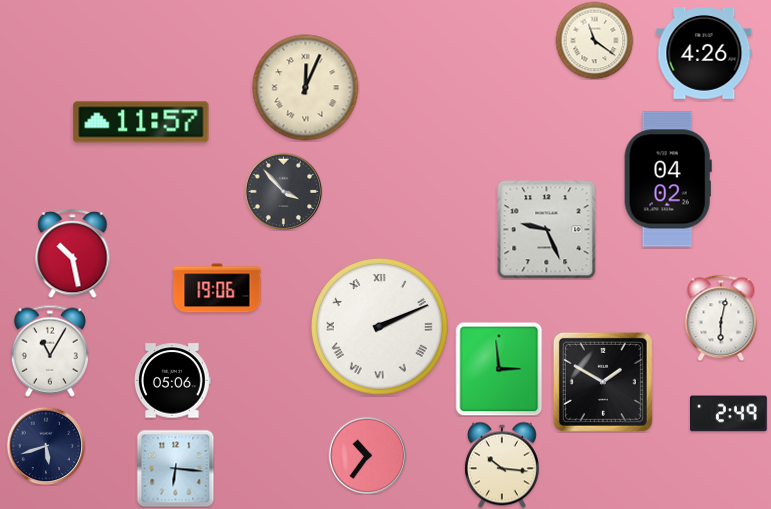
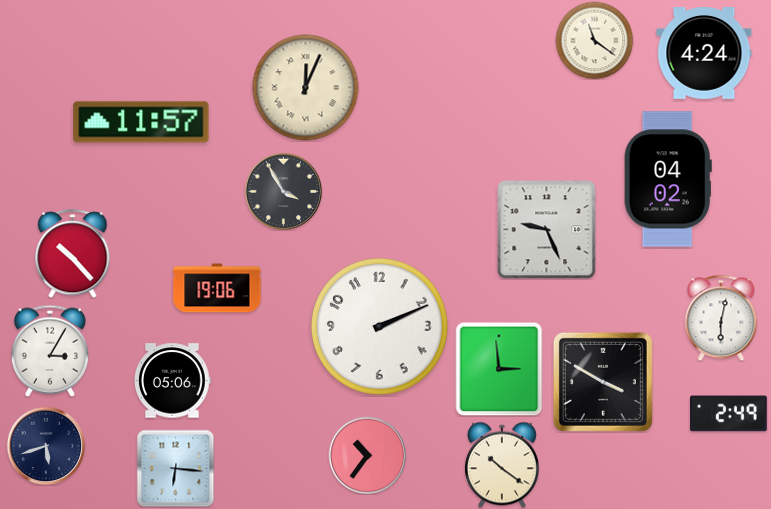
clock at (704, 53): 4:26 -> 4:24
clock at (283, 191): 3:53 -> 3:55
clock at (73, 254): 10:28 -> 10:23
clock at (379, 326) numerals: Roman -> Arabic
clock at (50, 351): 11:05 -> 3:05
clock at (603, 382): 1:50 -> 3:50
clock at (502, 465): 10:16 -> 10:21
